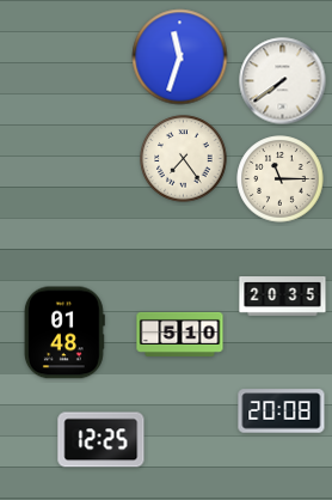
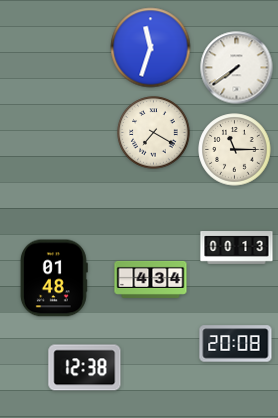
clock at (184, 159): 7:24 -> 7:20
clock at (283, 297): 20:35 -> 00:13
clock at (180, 334): 5:10 -> 4:34
clock at (102, 440): 12:25 -> 12:38
